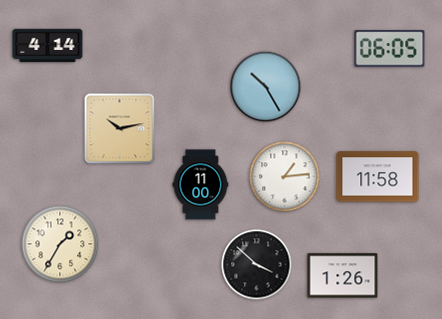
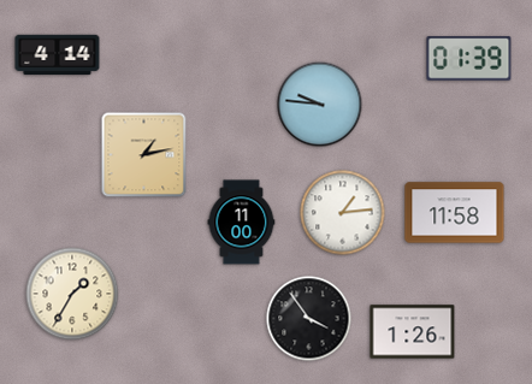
clock at (390, 49): 06:05 -> 01:39
clock at (266, 87): 10:25 -> 9:46
clock at (120, 129): 10:13 -> 1:13
clock at (257, 265): 3:52 -> 3:54
